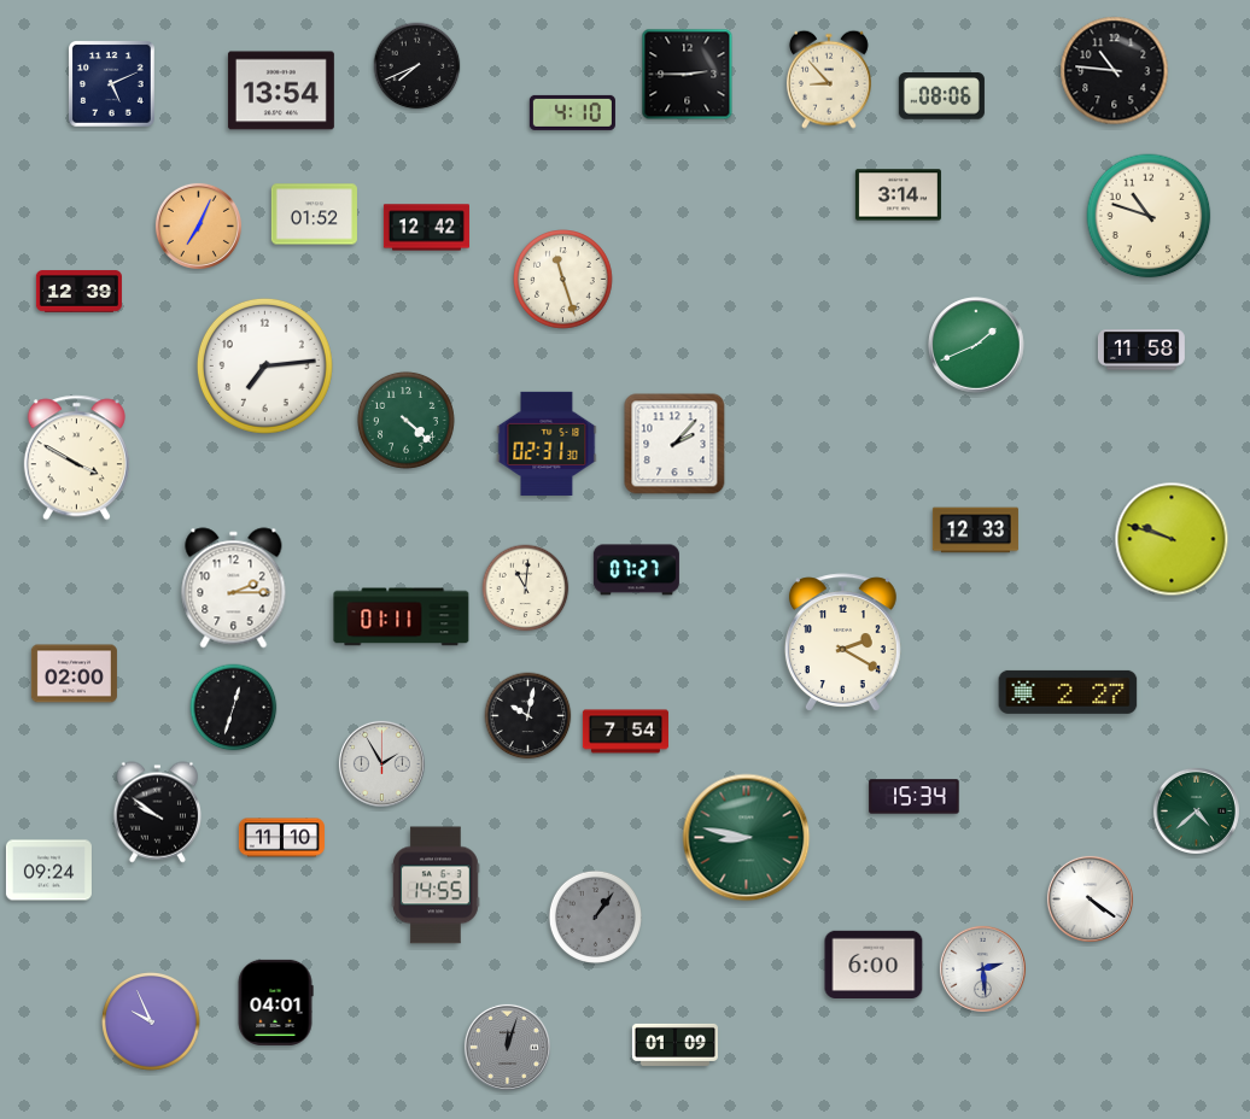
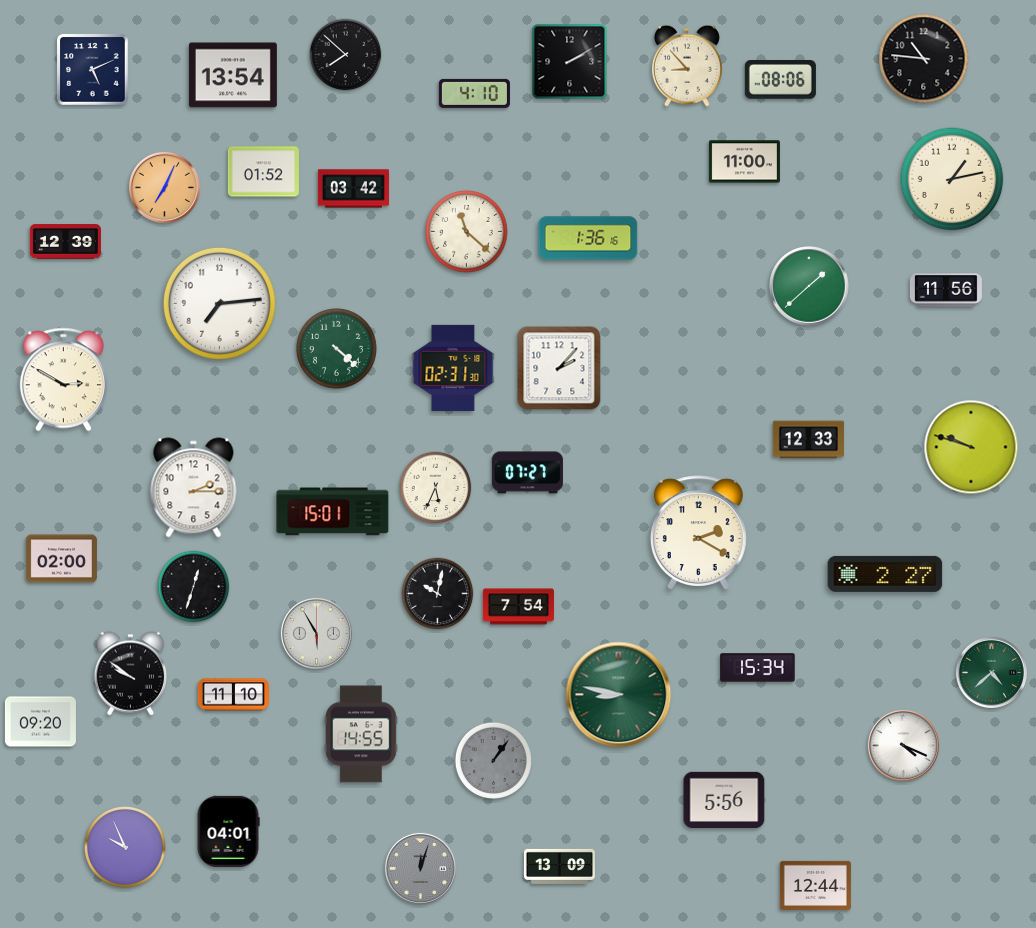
clock at (417, 66): 7:41 -> 7:52
clock at (688, 75): 2:45 -> 2:10
clock at (898, 195): 3:14 -> 11:00
clock at (314, 215) position: (314, 215) -> (263, 172)
clock at (1149, 216): 10:48 -> 1:13
clock at (426, 228): 12:42 -> 03:42
clock at (563, 280): 11:27 -> 11:22
clock at (588, 238): none -> 1:36
clock at (976, 345): 1:41 -> 1:38
clock at (1141, 350): 11:58 -> 11:56
clock at (76, 458): 3:50 -> 2:50
clock at (526, 588): 11:01 -> 5:34
clock at (402, 617): 01:11 -> 15:01
clock at (381, 763): 1:55 -> 5:55
clock at (915, 797) position: (915, 797) -> (758, 668)
clock at (48, 871): 09:24 -> 09:20
clock at (1090, 898): 4:21 -> 4:19
clock at (874, 963): 6:00 -> 5:56
clock at (982, 968): 2:29 -> none
clock at (674, 1044): 01:09 -> 13:09
clock at (815, 885): none -> 12:44
